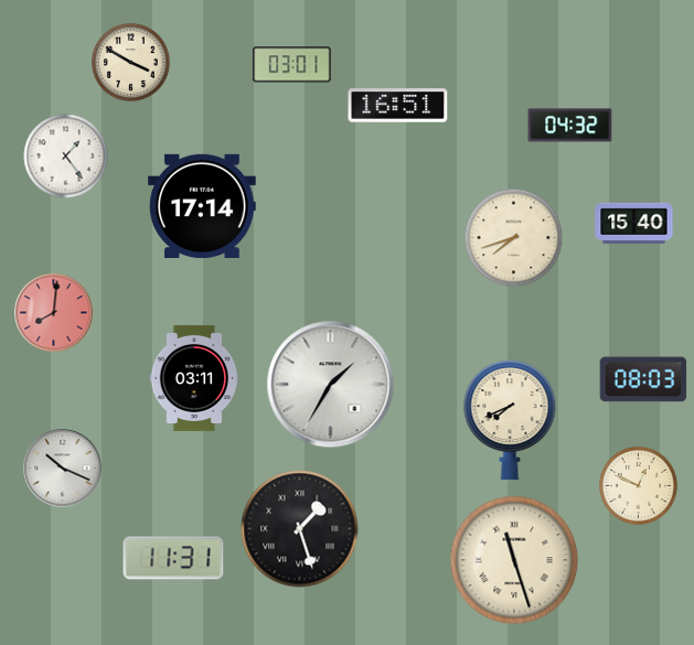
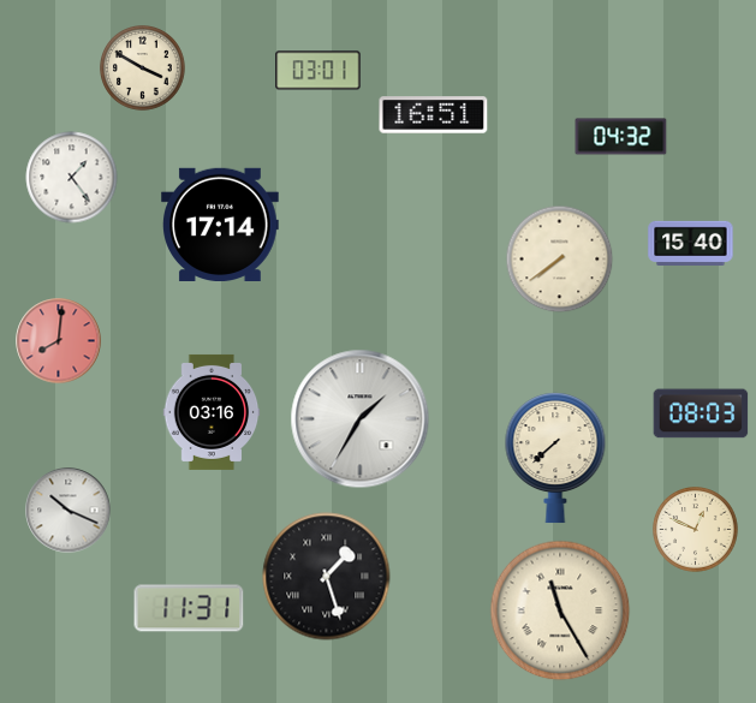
clock at (66, 157) position: (66, 157) -> (72, 178)
clock at (514, 238): 7:42 -> 7:39
clock at (194, 378): 03:11 -> 03:16
clock at (510, 421): 7:41 -> 7:38
clock at (514, 560): 11:27 -> 11:25
